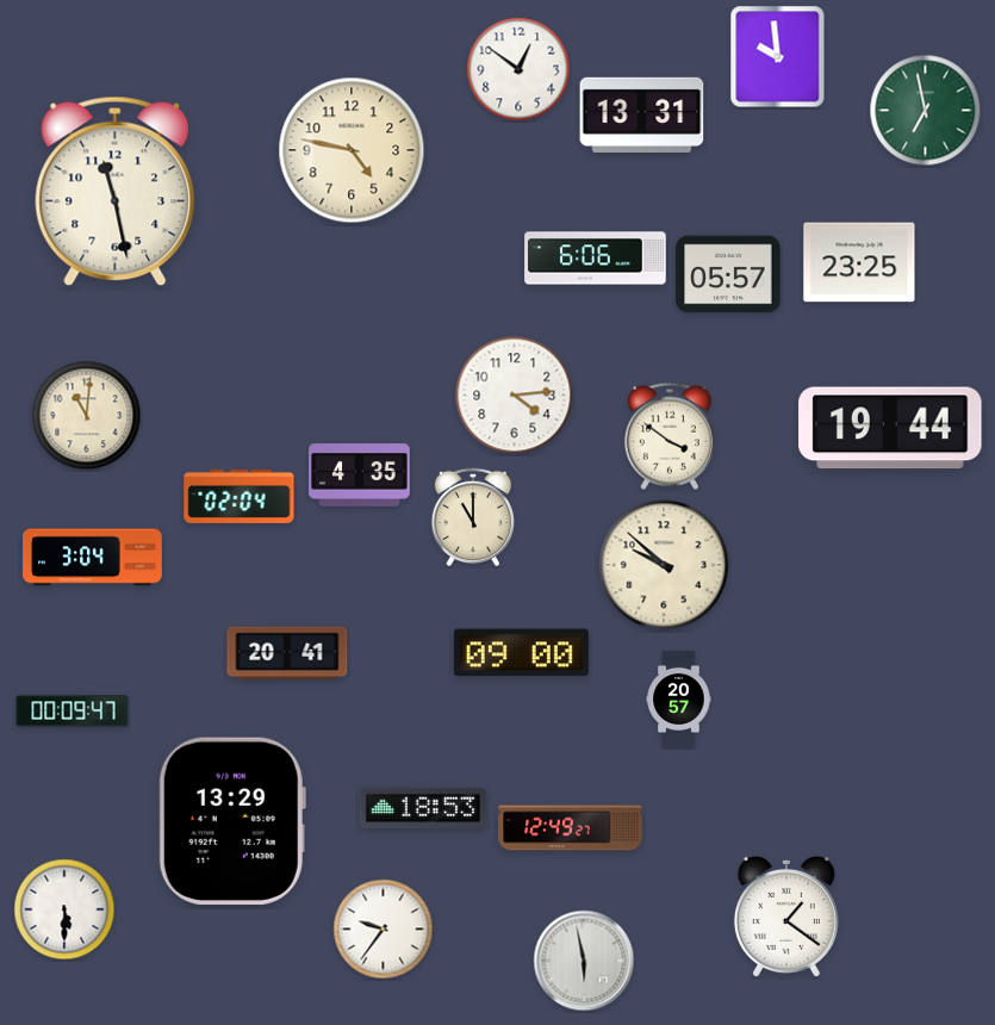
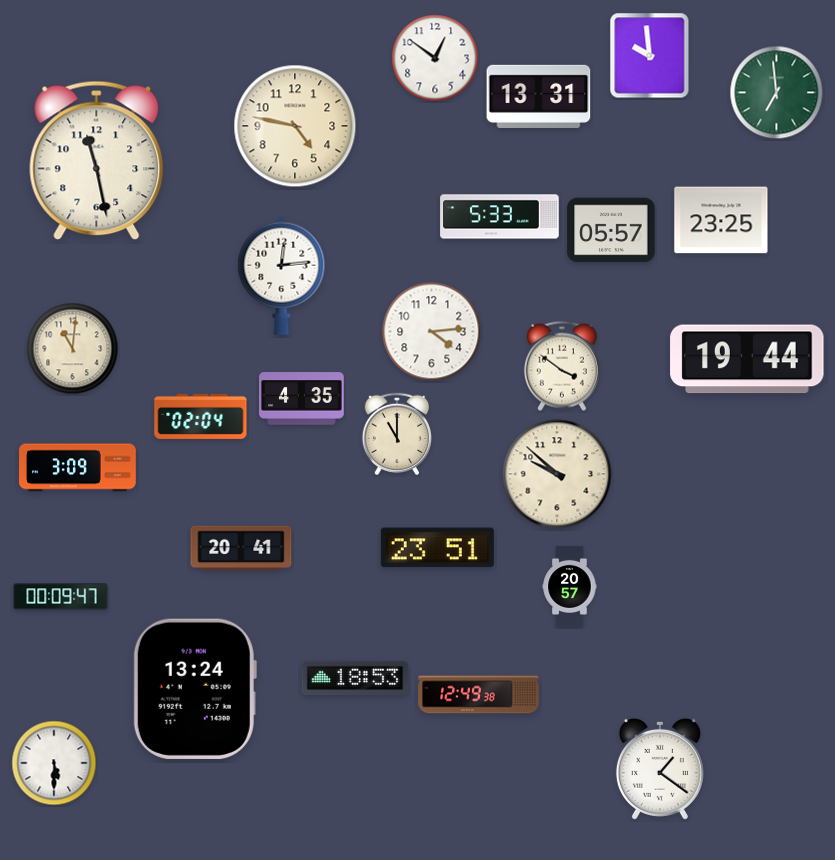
clock at (778, 57) position: (778, 57) -> (650, 56)
clock at (926, 111): 6:58 -> 6:59
clock at (596, 259): 6:06 -> 5:33
clock at (282, 275): none -> 12:14
clock at (93, 558): 3:04 -> 3:09
clock at (521, 653): 09:00 -> 23:51
clock at (232, 821): 13:29 -> 13:24
clock at (571, 828): 12:49:27 -> 12:49:38
clock at (384, 930): 9:36 -> none
clock at (584, 961): 5:58 -> none
